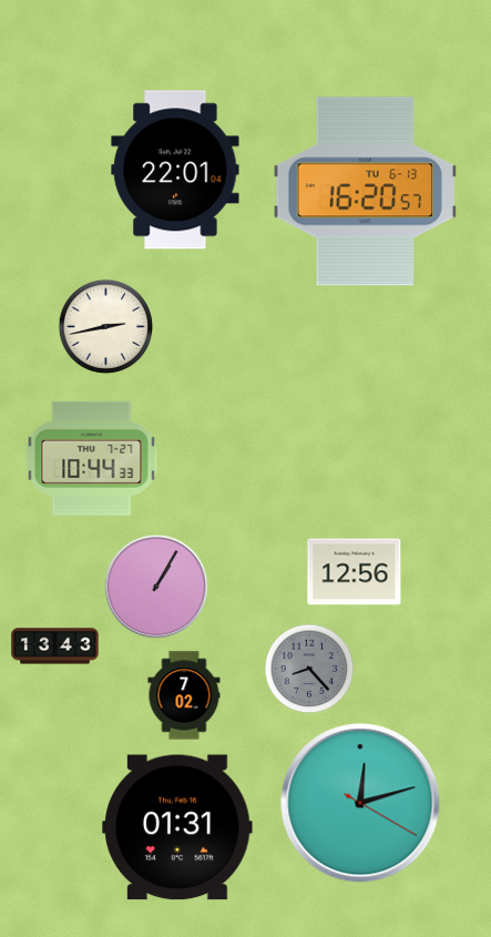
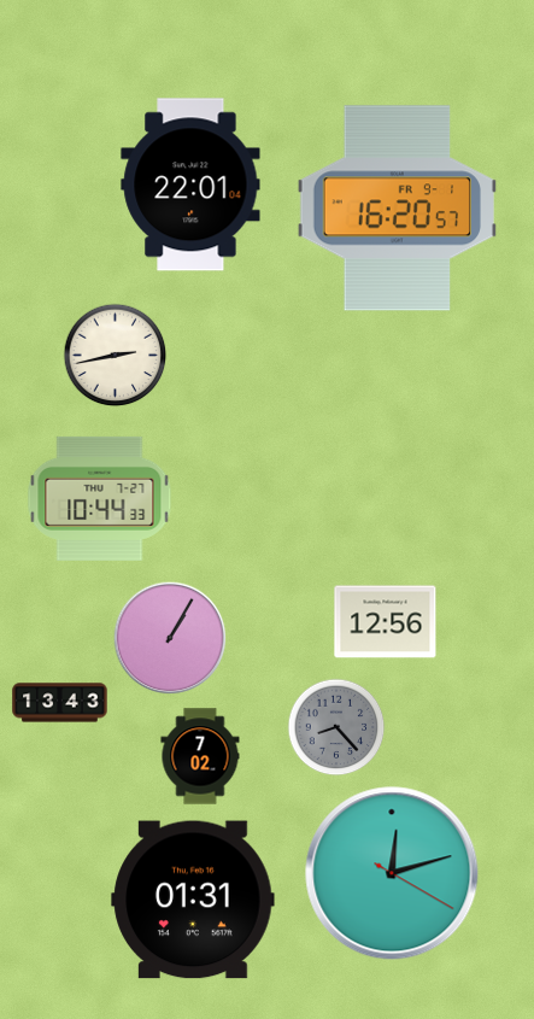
clock at (365, 192) date: TU 6-13 -> FR 9-1
